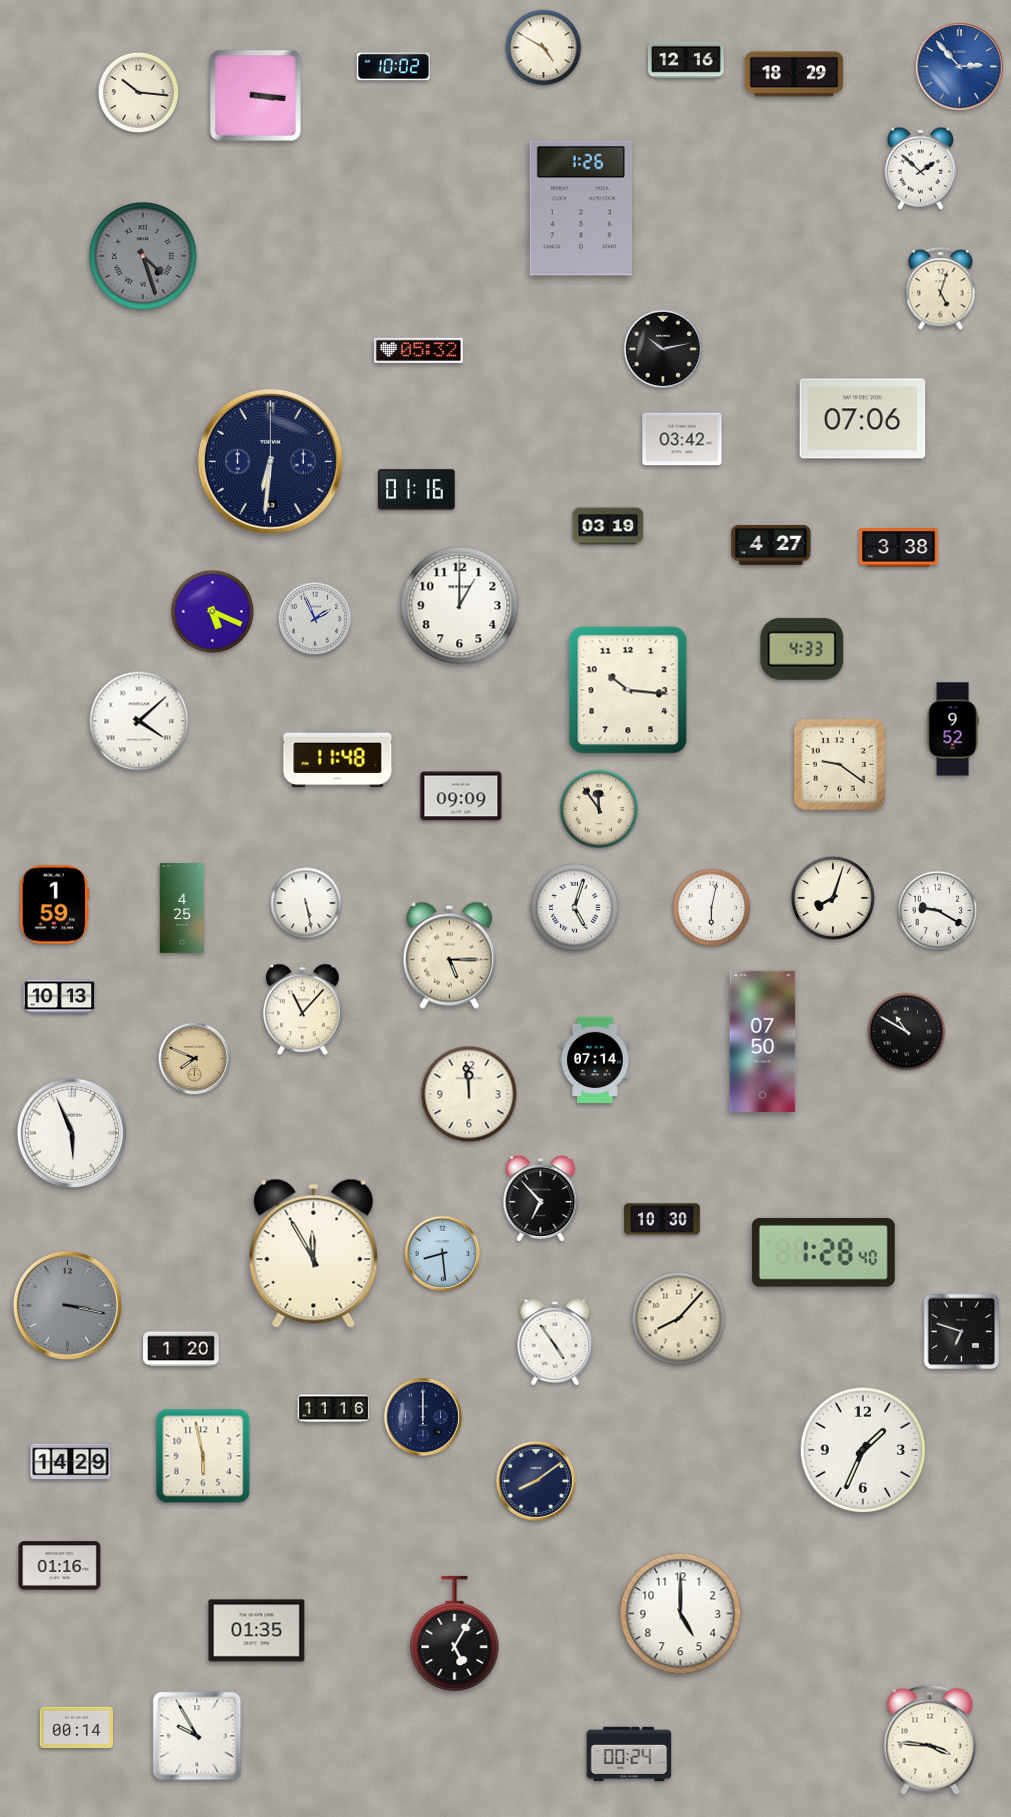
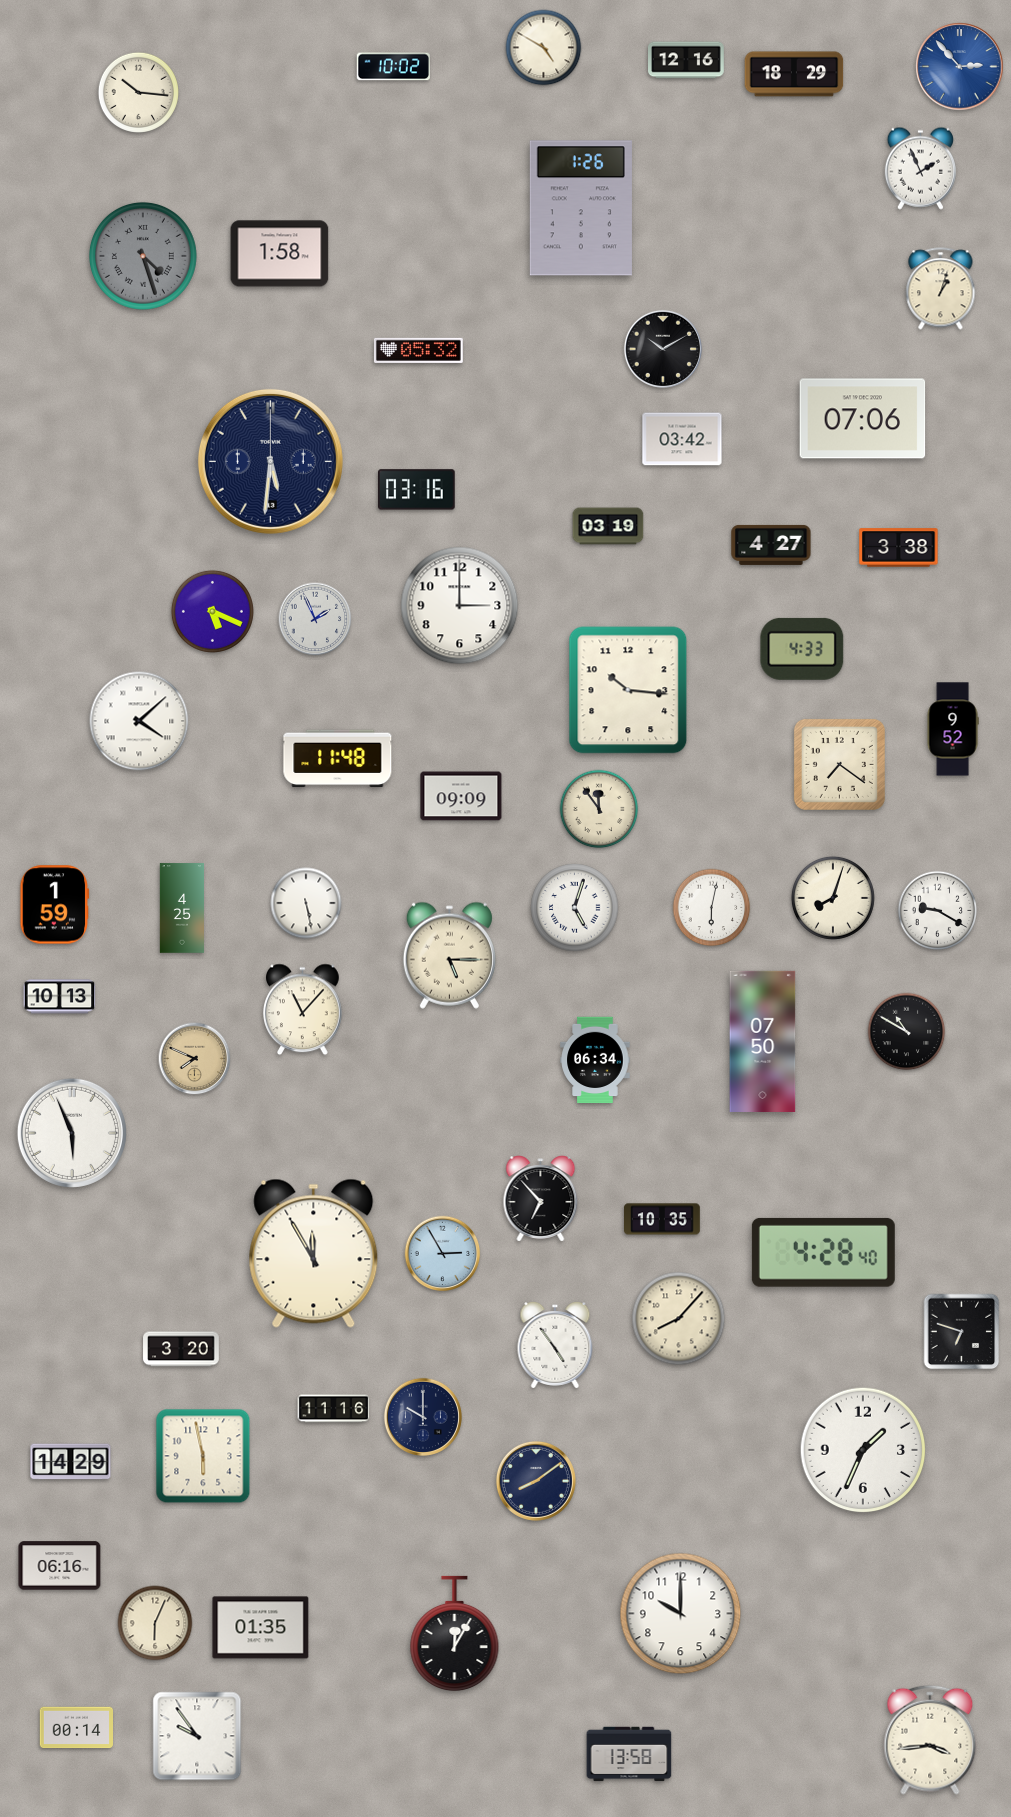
clock at (255, 95): 3:16 -> none
clock at (920, 168): 1:52 -> 1:56
clock at (280, 254): none -> 1:58
clock at (941, 289): 5:03 -> 1:03
clock at (663, 349): 10:13 -> 10:10
clock at (270, 461): 6:31 -> 5:31
clock at (417, 490): 01:16 -> 03:16
clock at (460, 606): 1:00 -> 3:00
clock at (839, 764): 9:21 -> 7:21
clock at (595, 1060): 07:14 -> 06:34
clock at (469, 1094): 11:59 -> none
clock at (663, 1219): 10:30 -> 10:35
clock at (823, 1252): 1:28 -> 4:28
clock at (443, 1254): 8:29 -> 2:55
clock at (67, 1305): 3:17 -> none
clock at (555, 1343) position: (555, 1343) -> (555, 1346)
clock at (181, 1349): 1:20 -> 3:20
clock at (423, 1417): 12:00 -> 10:00
clock at (60, 1566): 01:16 -> 06:16
clock at (681, 1614): 5:00 -> 10:00
clock at (155, 1623): none -> 6:04
clock at (257, 1631) position: (257, 1631) -> (261, 1628)
clock at (455, 1634): 5:05 -> 12:05
clock at (197, 1736): 9:55 -> 9:54
clock at (930, 1740): 3:46 -> 3:44
clock at (629, 1754): 00:24 -> 13:58
